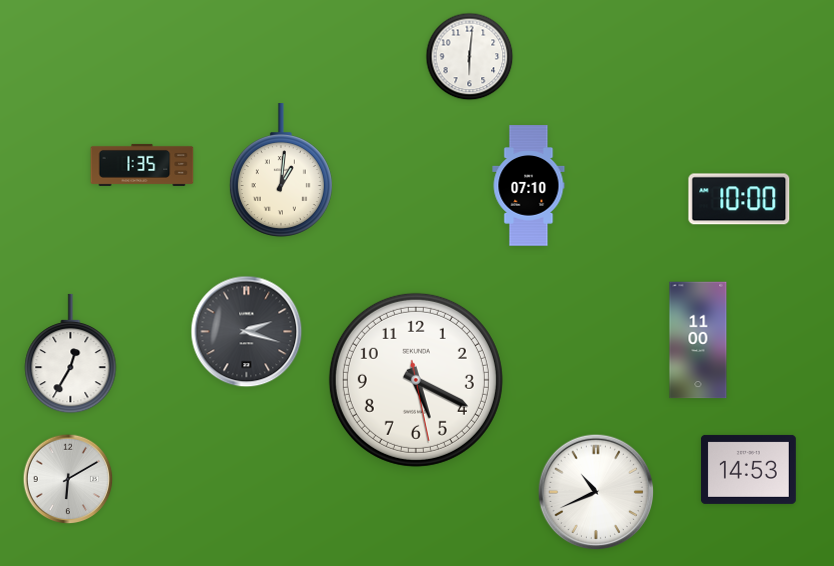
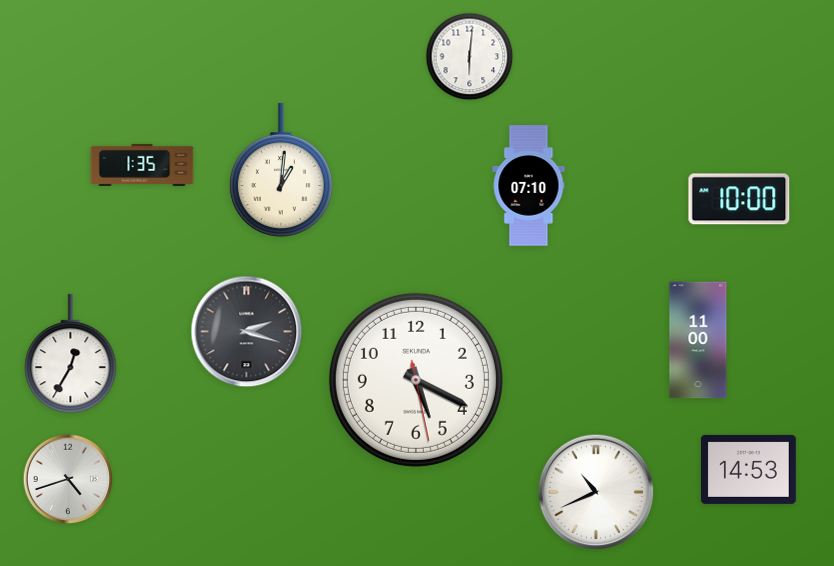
clock at (68, 479): 6:10 -> 4:42
